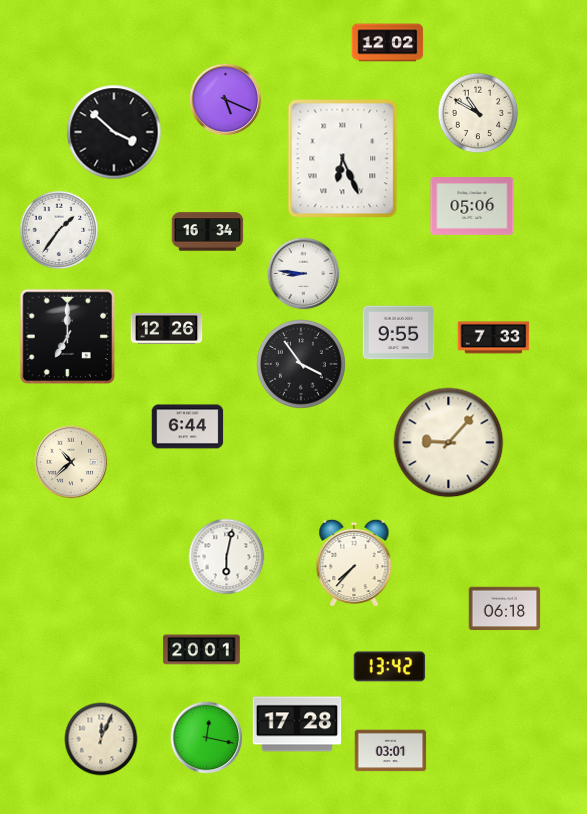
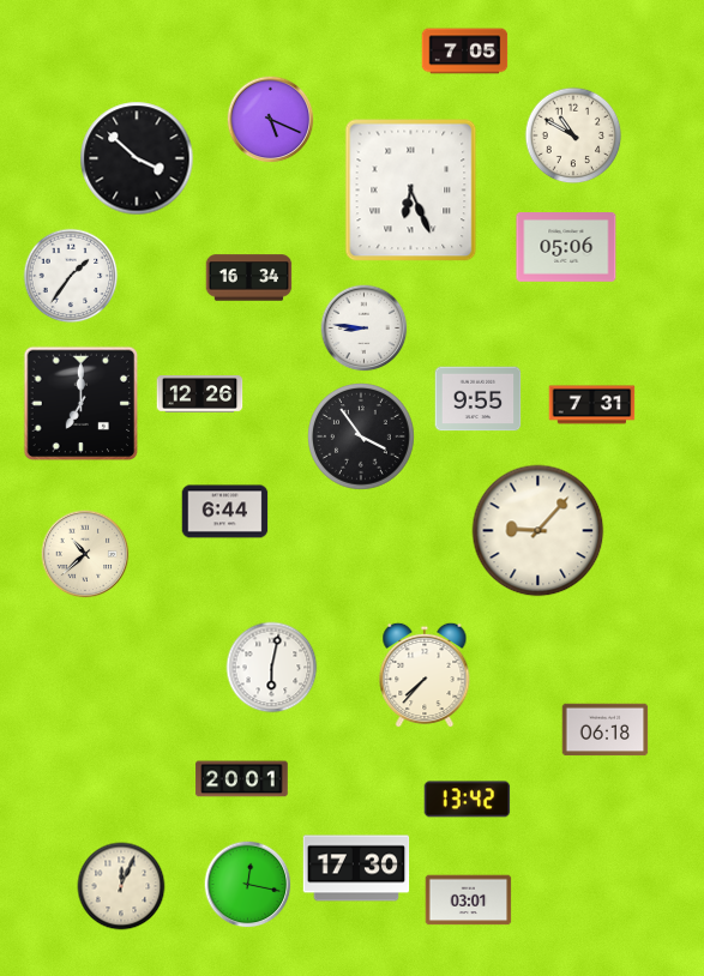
clock at (388, 43): 12:02 -> 7:05
clock at (494, 338): 7:33 -> 7:31
clock at (297, 724): 17:28 -> 17:30
